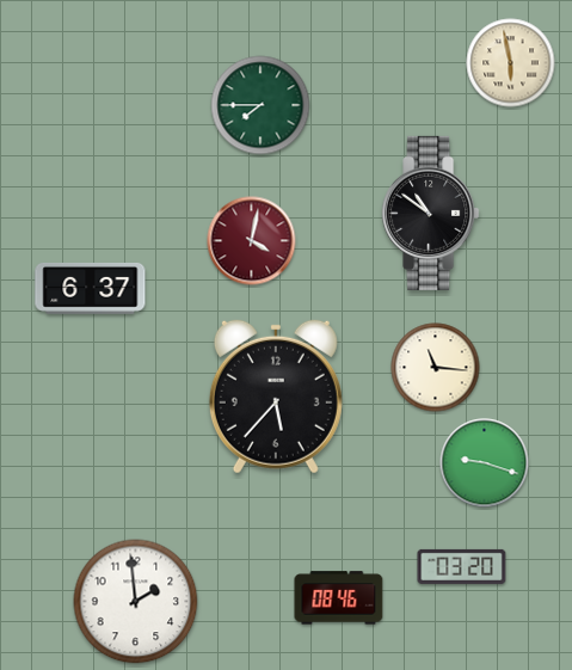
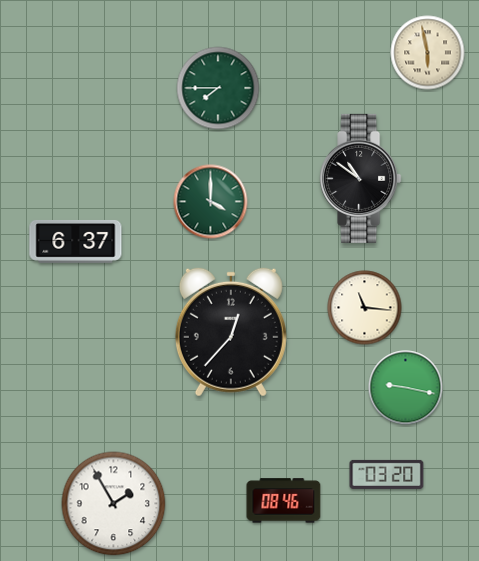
clock at (252, 241): 4:02 -> 4:00
clock at (252, 241) dial: burgundy -> green
clock at (276, 397): 5:37 -> 12:37
clock at (485, 463): 9:18 -> 9:17
clock at (136, 602): 1:59 -> 1:55
